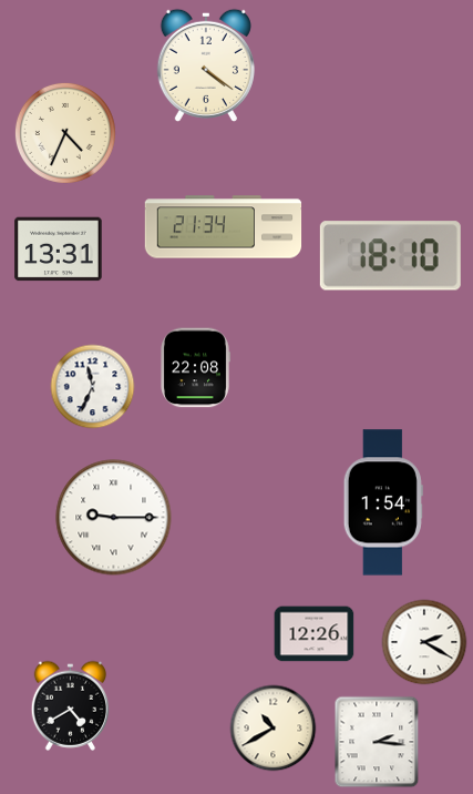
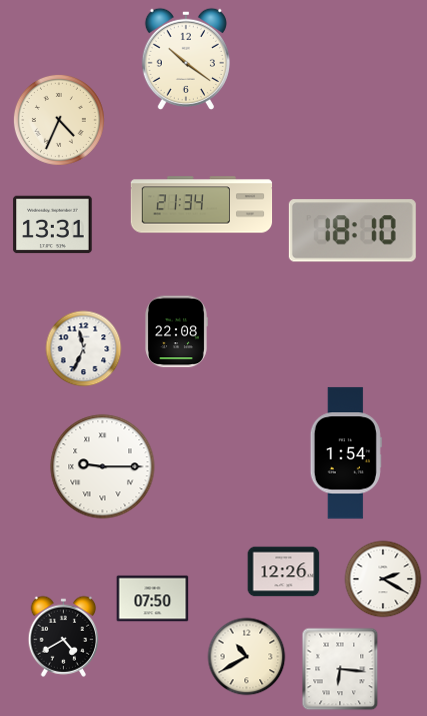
clock at (206, 65): 4:21 -> 10:21
clock at (153, 599): none -> 07:50
clock at (377, 742): 2:16 -> 6:16
